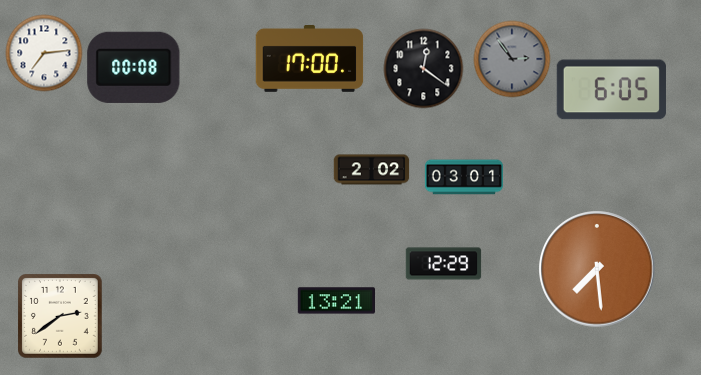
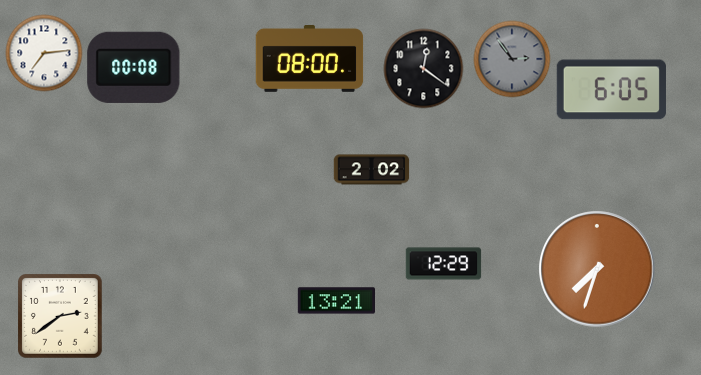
clock at (310, 59): 17:00 -> 08:00
clock at (463, 177): 03:01 -> none
clock at (597, 269): 7:29 -> 7:33
